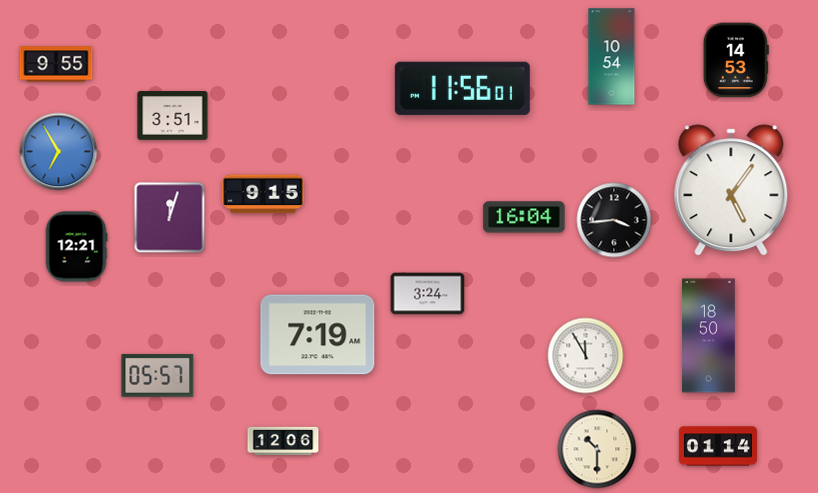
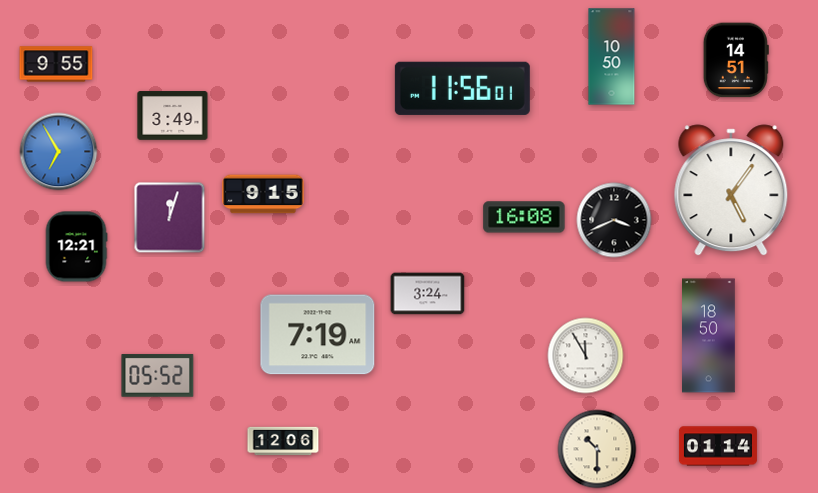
clock at (612, 57): 10:54 -> 10:50
clock at (736, 60): 14:53 -> 14:51
clock at (173, 116): 3:51 -> 3:49
clock at (524, 217): 16:04 -> 16:08
clock at (614, 220): 3:44 -> 3:41
clock at (158, 376): 05:57 -> 05:52
